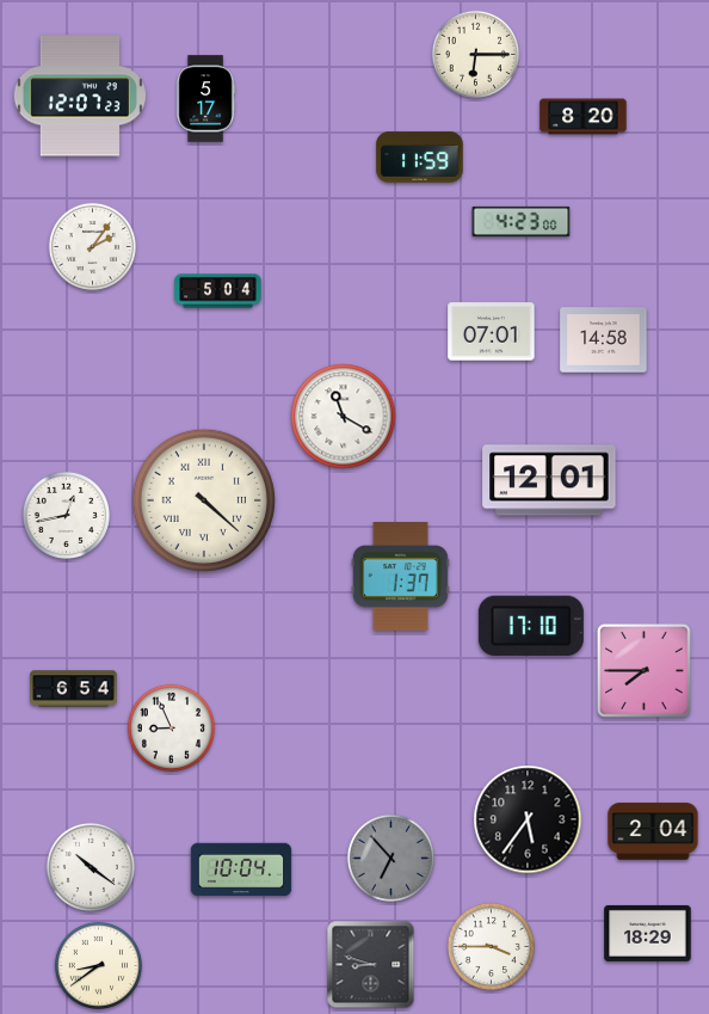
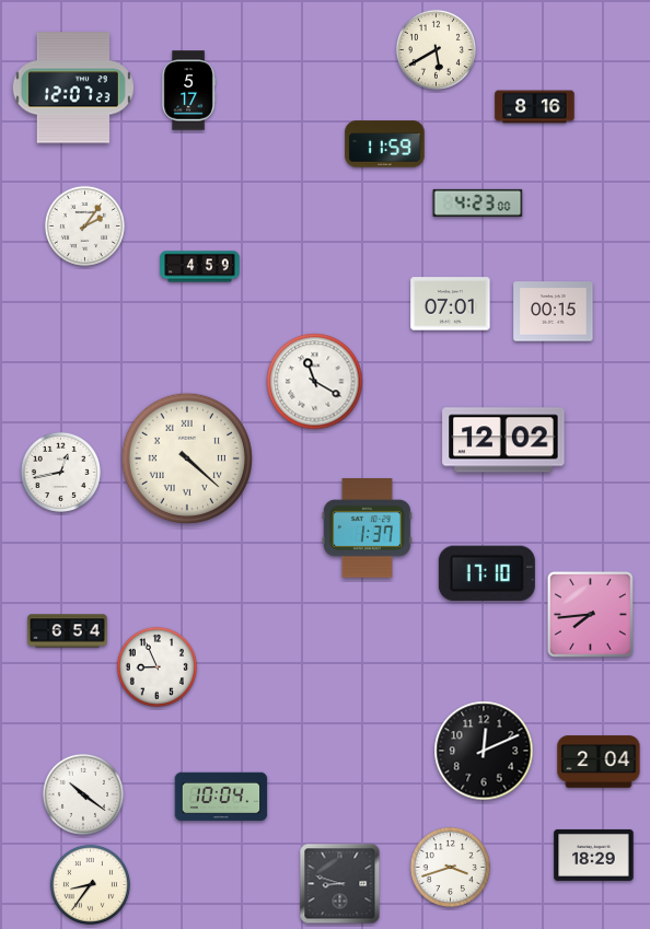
clock at (475, 54): 6:15 -> 5:40
clock at (584, 117): 8:20 -> 8:16
clock at (218, 291): 5:04 -> 4:59
clock at (604, 340): 14:58 -> 00:15
clock at (549, 480): 12:01 -> 12:02
clock at (643, 670): 7:45 -> 7:44
clock at (528, 819): 5:36 -> 12:11
clock at (390, 858): 6:53 -> none
clock at (491, 946): 3:45 -> 3:42
clock at (98, 965): 8:39 -> 8:36
